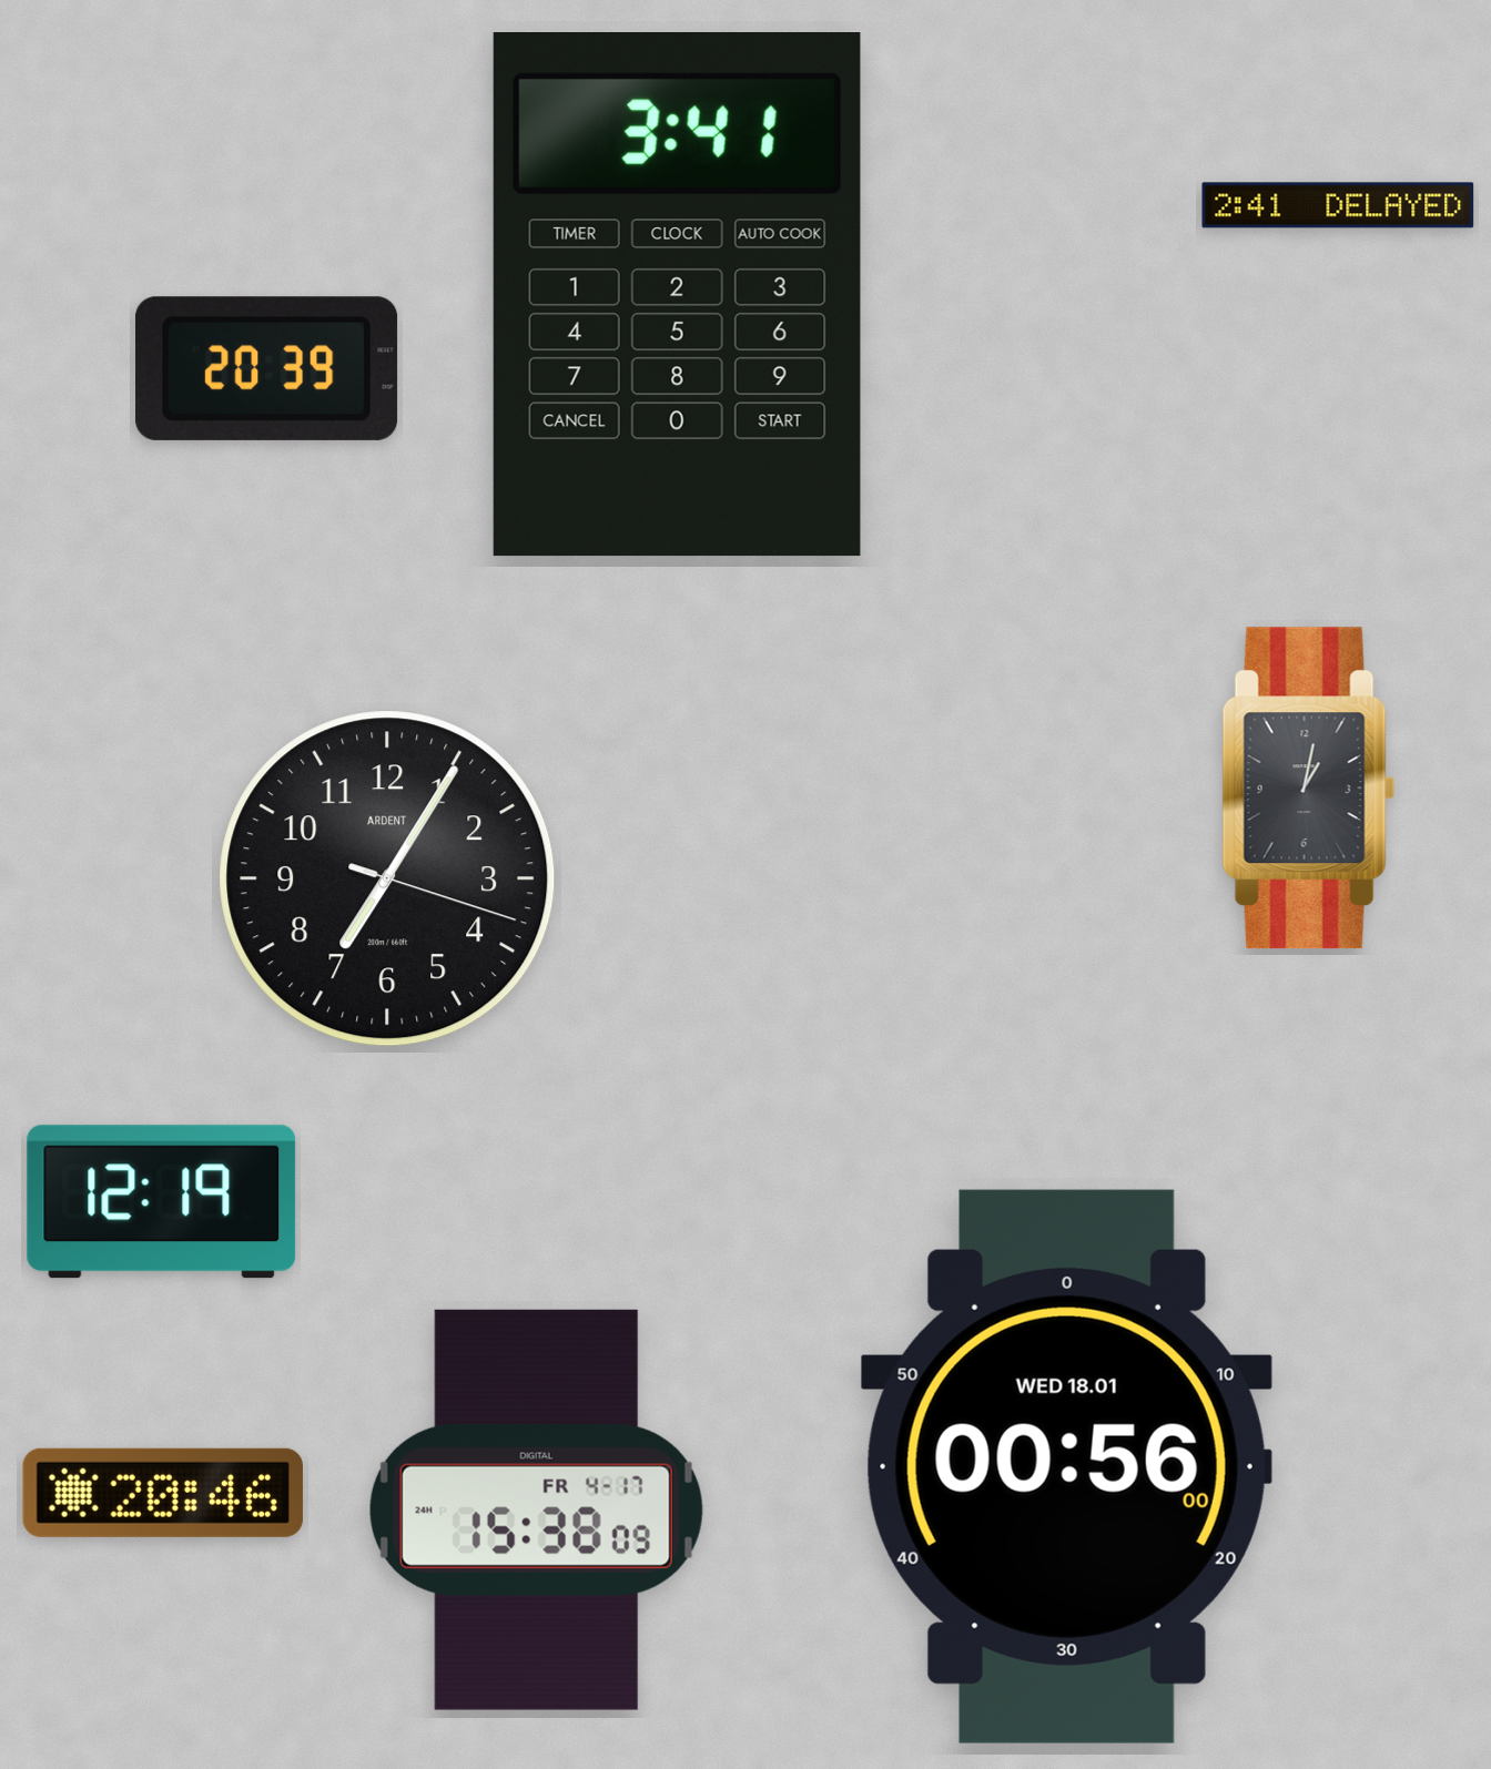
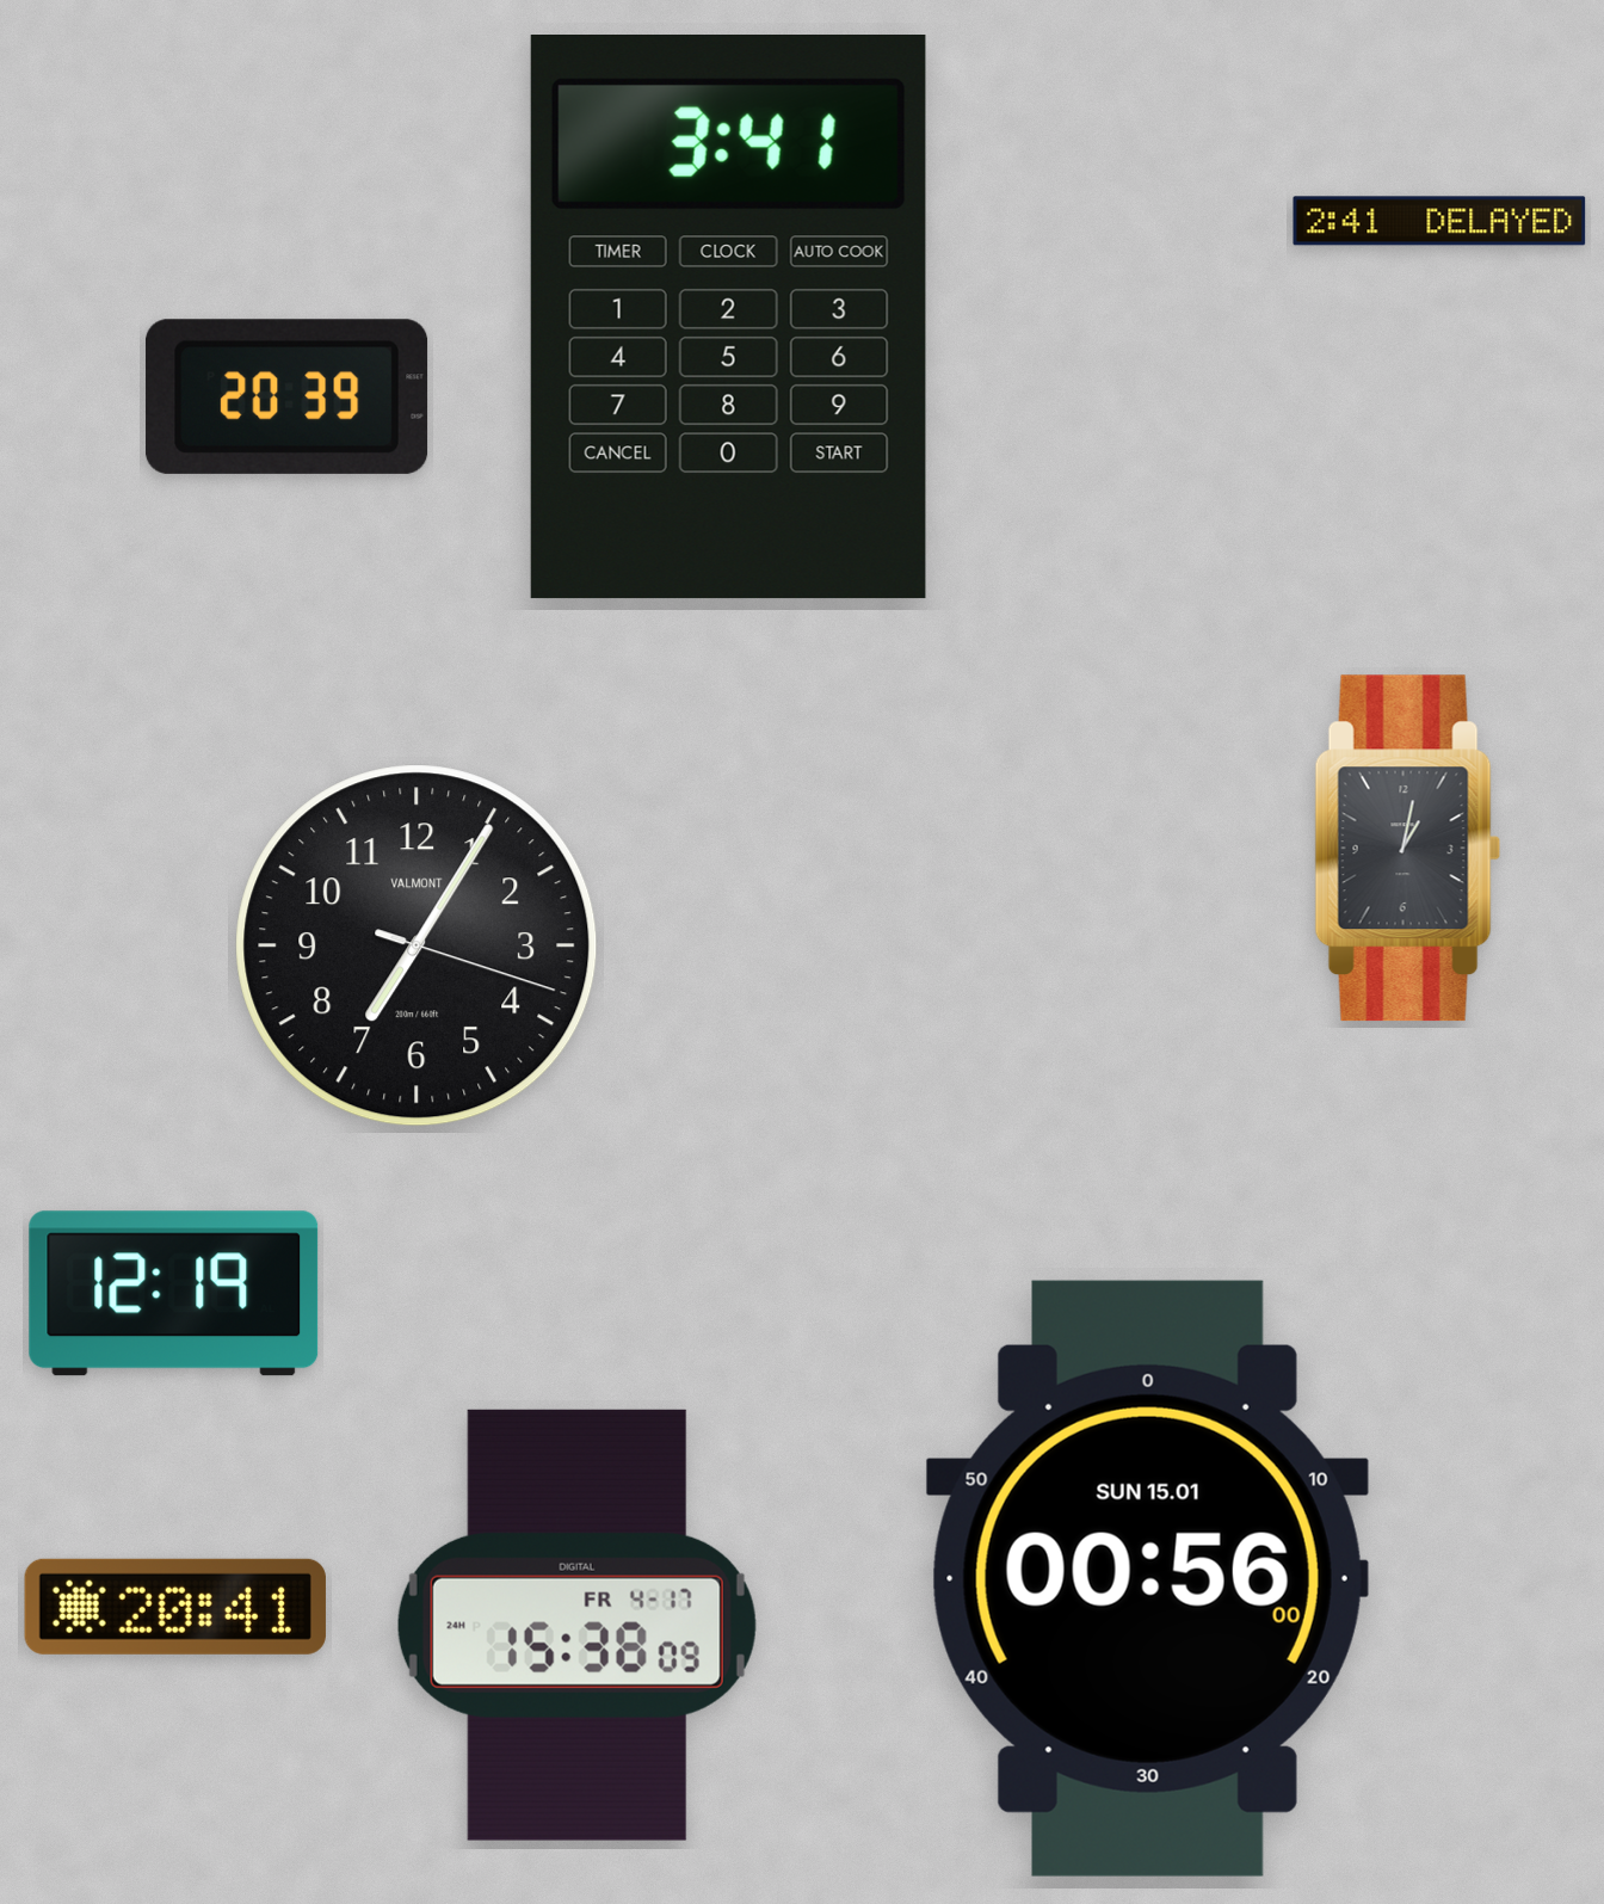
clock at (387, 878) brand: ARDENT -> VALMONT
clock at (1066, 1466) date: WED 18.01 -> SUN 15.01
clock at (163, 1493): 20:46 -> 20:41
